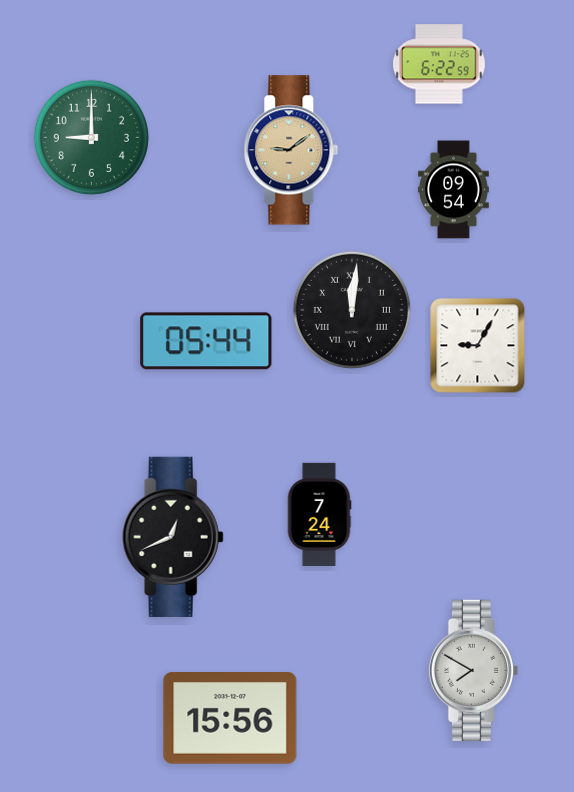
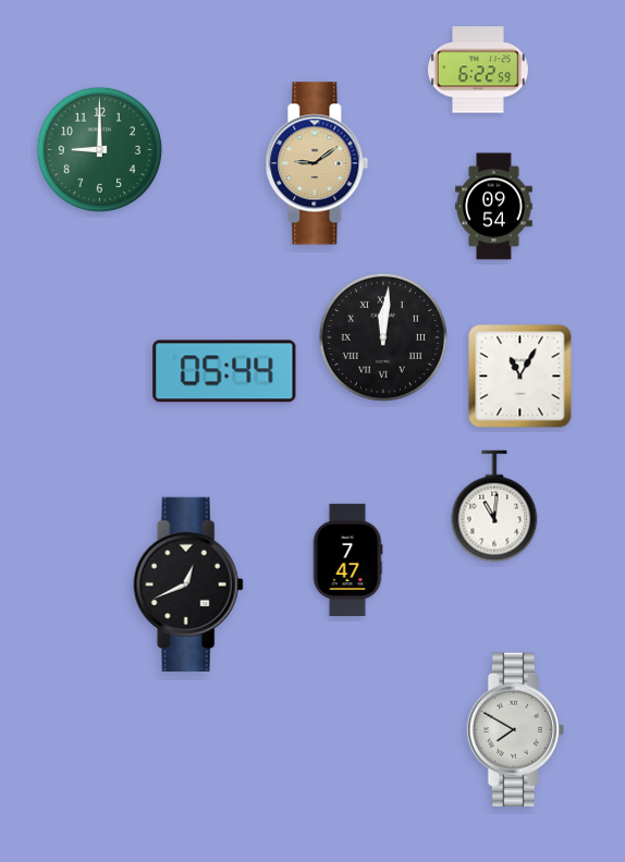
clock at (478, 346): 9:05 -> 11:05
clock at (494, 506): none -> 11:01
clock at (319, 514): 7:24 -> 7:47
clock at (230, 719): 15:56 -> none
